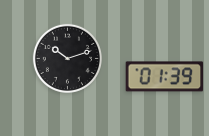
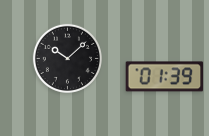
clock at (67, 58): 10:12 -> 10:08
